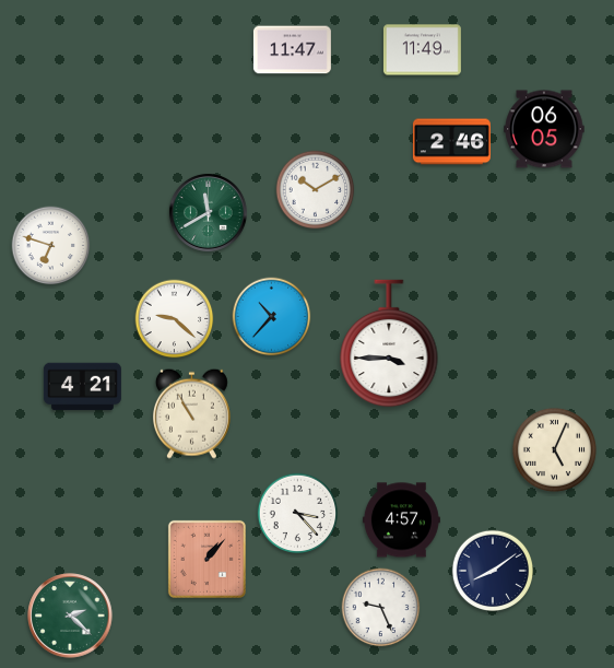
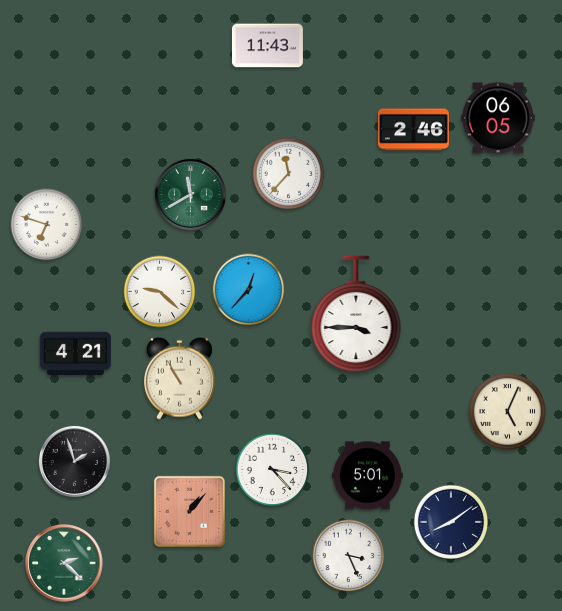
clock at (292, 50): 11:47 -> 11:43
clock at (422, 50): 11:49 -> none
clock at (316, 190): 10:10 -> 11:37
clock at (272, 317): 10:37 -> 12:37
clock at (191, 413) position: (191, 413) -> (179, 378)
clock at (74, 461): none -> 1:57
clock at (401, 520): 4:57 -> 5:01
clock at (381, 608): 9:26 -> 3:26
